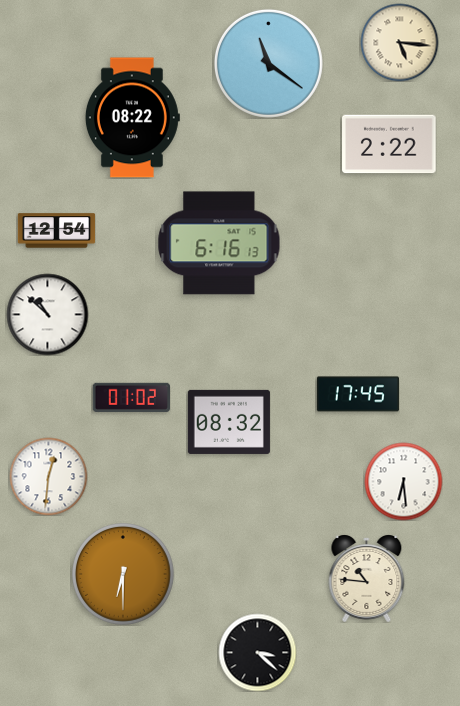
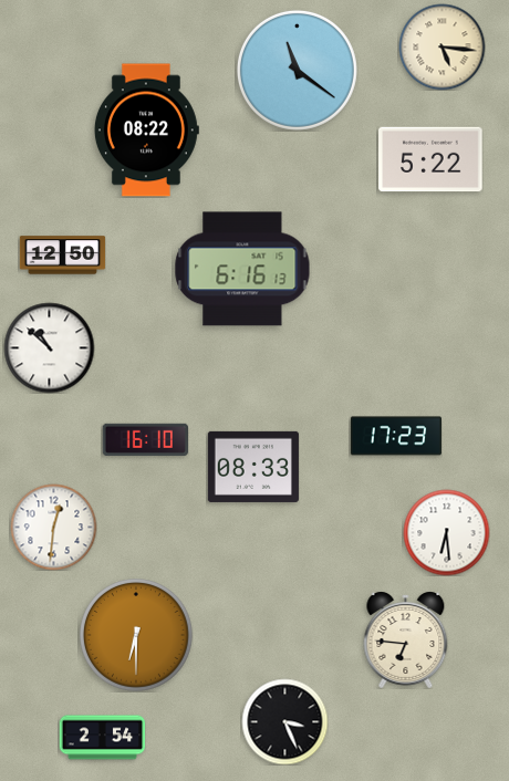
clock at (389, 144): 2:22 -> 5:22
clock at (56, 231): 12:54 -> 12:50
clock at (47, 314) position: (47, 314) -> (49, 347)
clock at (358, 394): 17:45 -> 17:23
clock at (131, 397): 01:02 -> 16:10
clock at (229, 422): 08:32 -> 08:33
clock at (367, 579): 10:46 -> 6:46
clock at (257, 652): 3:22 -> 3:26
clock at (102, 738): none -> 2:54
